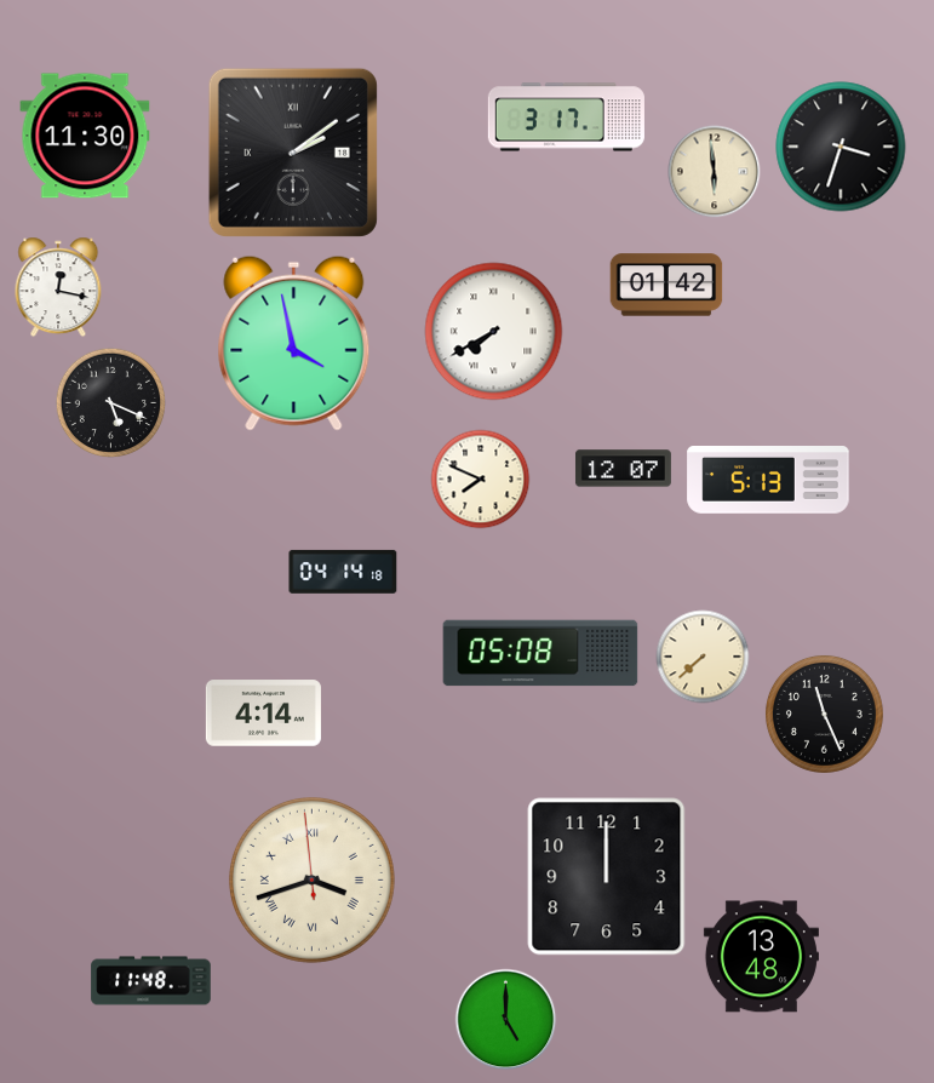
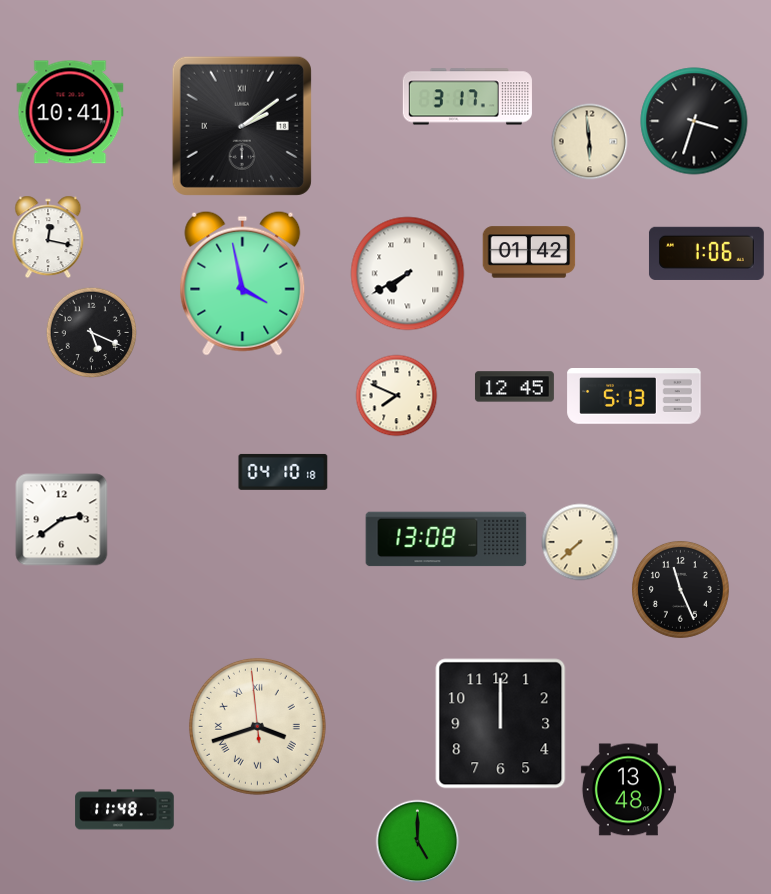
clock at (85, 136): 11:30 -> 10:41
clock at (666, 285) position: (666, 285) -> (529, 252)
clock at (706, 253): none -> 1:06
clock at (623, 469): 12:07 -> 12:45
clock at (343, 572): 04:14 -> 04:10
clock at (62, 520): none -> 2:39
clock at (540, 653): 05:08 -> 13:08
clock at (263, 714): 4:14 -> none
